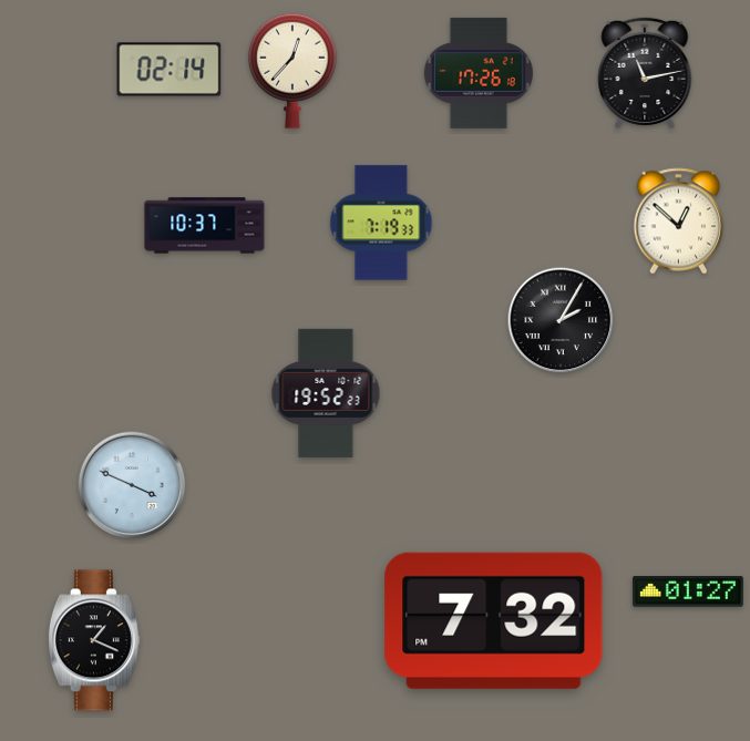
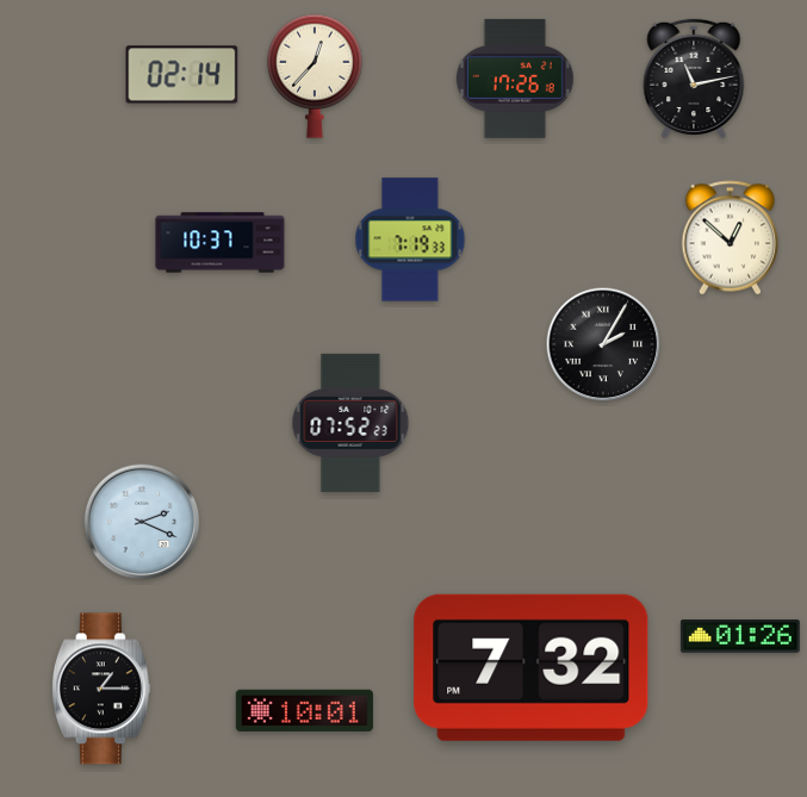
clock at (326, 393): 19:52 -> 07:52
clock at (132, 485): 3:49 -> 2:19
clock at (688, 593): 01:27 -> 01:26
clock at (94, 640): 1:19 -> 1:15
clock at (304, 710): none -> 10:01
